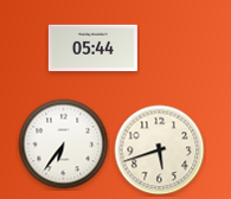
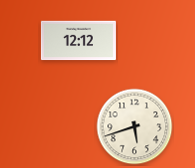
clock at (92, 49): 05:44 -> 12:12
clock at (64, 145): 6:36 -> none
